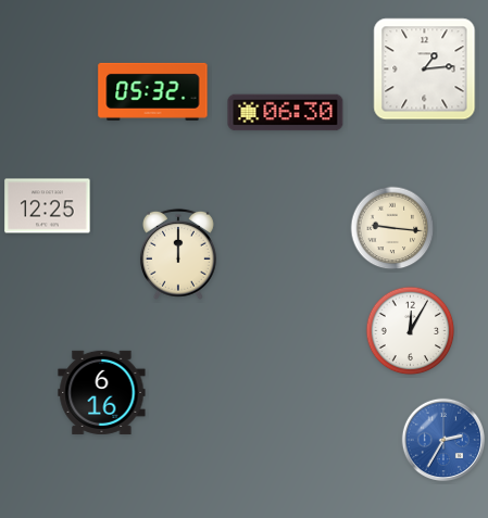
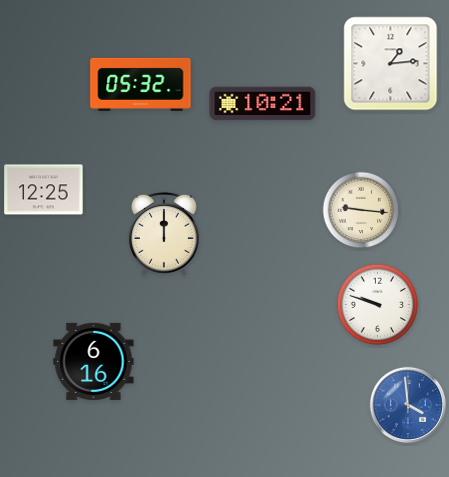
clock at (286, 113): 06:30 -> 10:21
clock at (411, 331): 12:05 -> 9:48
clock at (442, 439): 2:35 -> 3:59
